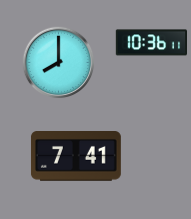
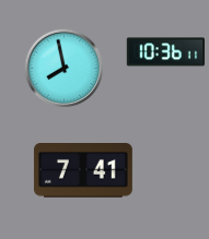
clock at (151, 43) position: (151, 43) -> (165, 52)
clock at (59, 63): 8:00 -> 7:58
